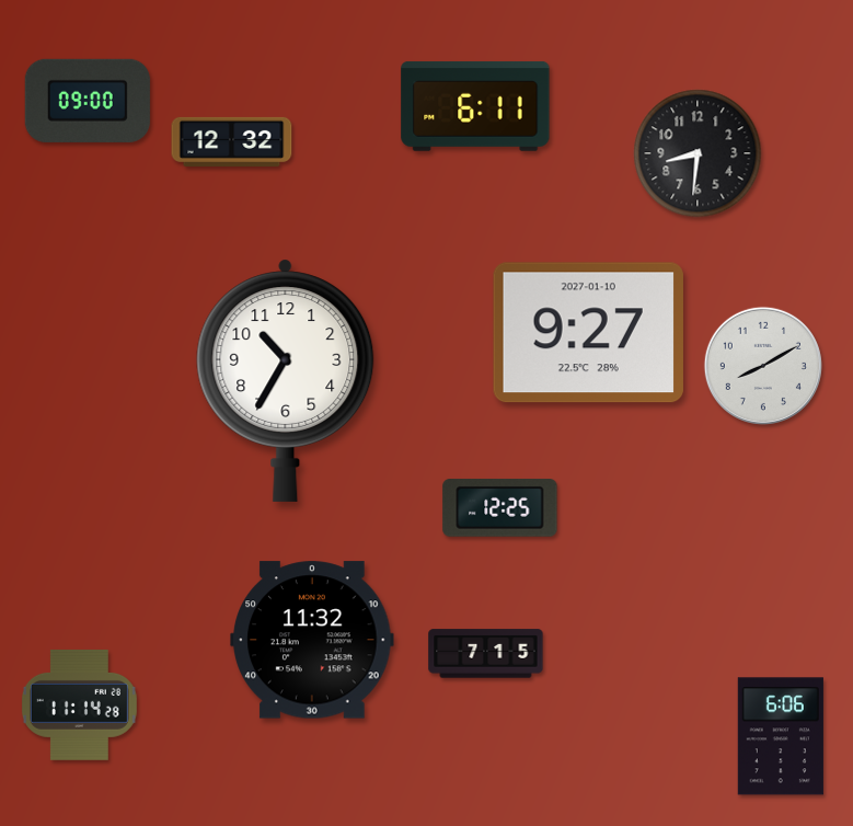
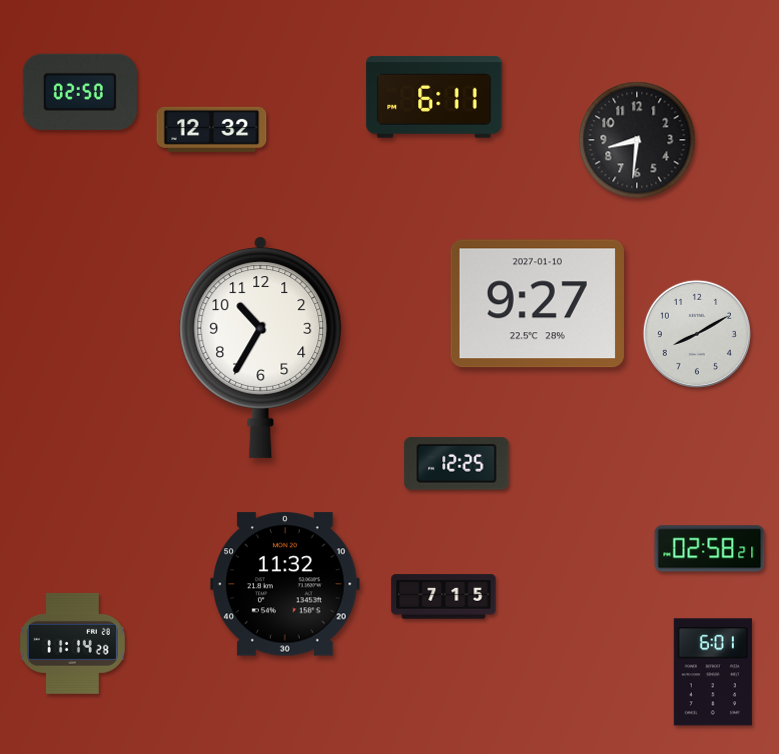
clock at (88, 101): 09:00 -> 02:50
clock at (710, 549): none -> 02:58
clock at (781, 736): 6:06 -> 6:01
